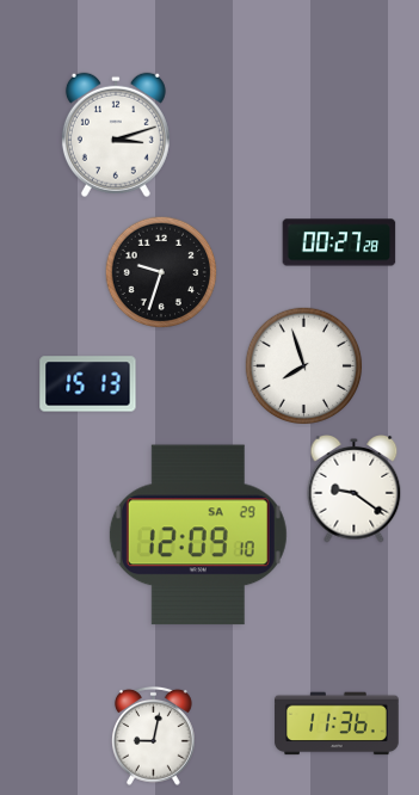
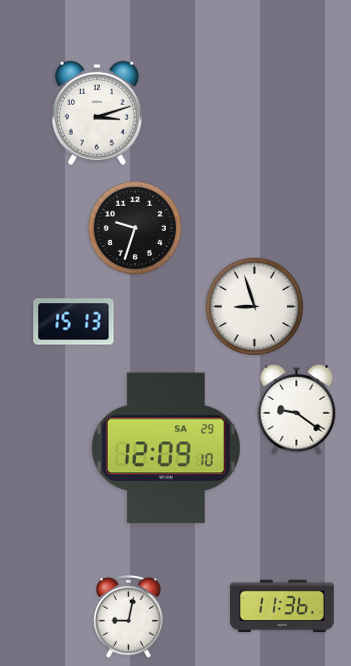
clock at (339, 242): 00:27 -> none
clock at (304, 366): 7:57 -> 8:57
